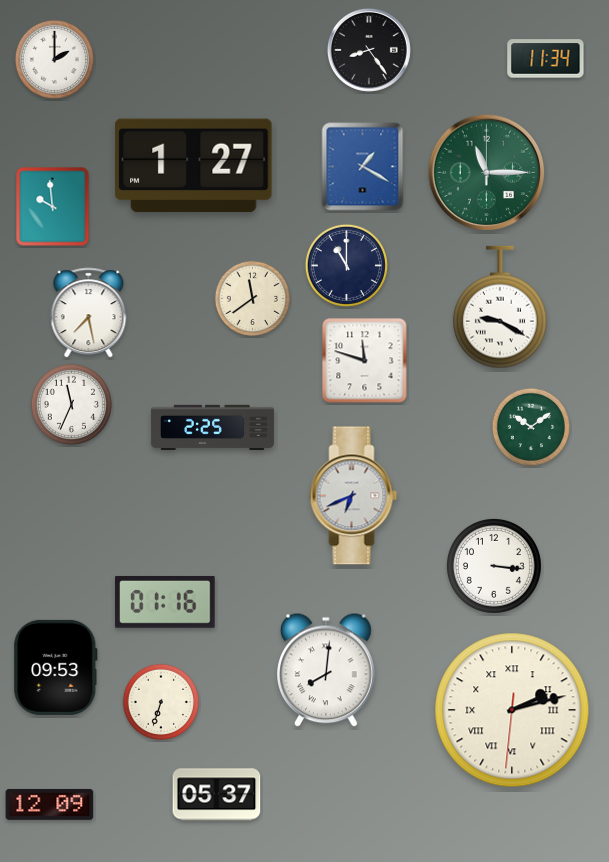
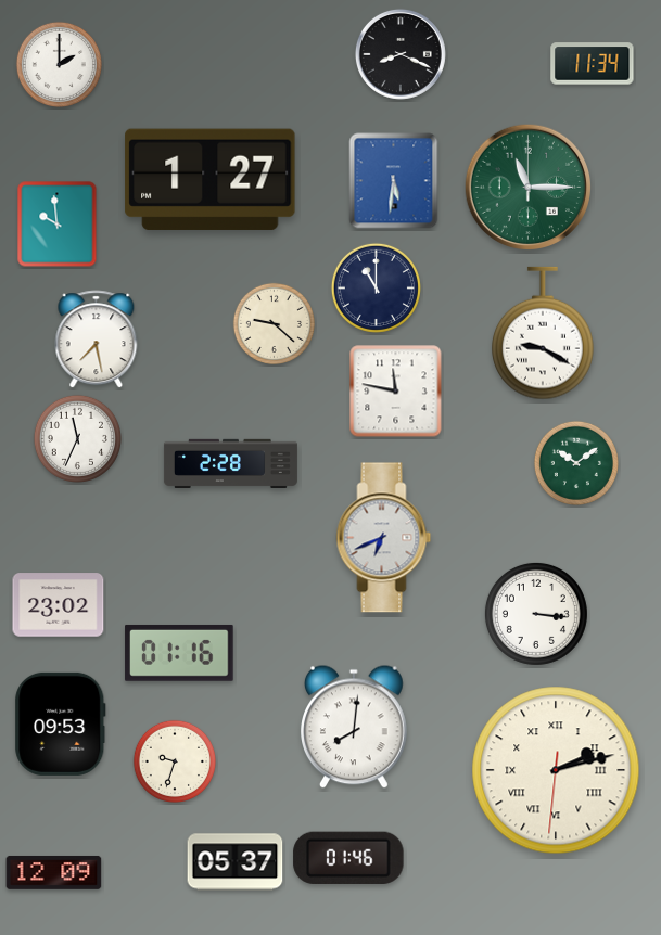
clock at (369, 50): 8:24 -> 8:19
clock at (363, 167): 1:20 -> 5:31
clock at (252, 298): 11:39 -> 9:22
clock at (365, 361): 11:48 -> 11:47
clock at (212, 428): 2:25 -> 2:28
clock at (59, 605): none -> 23:02
clock at (160, 701): 6:33 -> 9:33
clock at (348, 857): none -> 01:46
